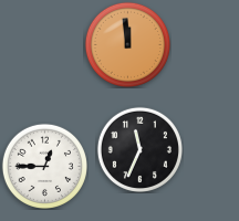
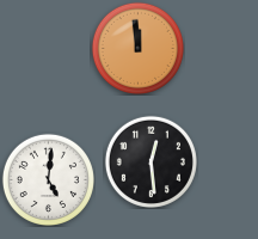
clock at (139, 149): 11:34 -> 12:29
clock at (44, 166): 12:45 -> 5:01
